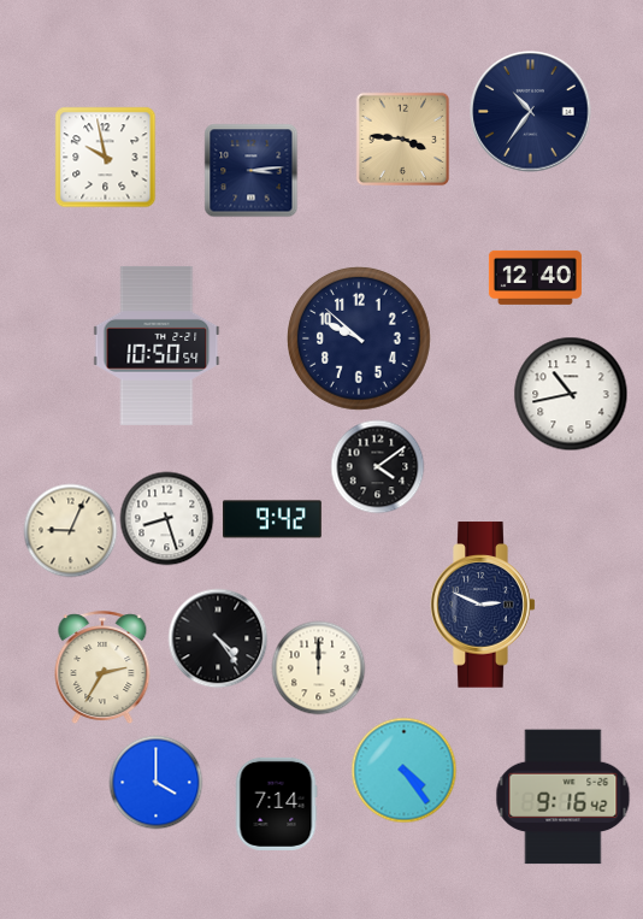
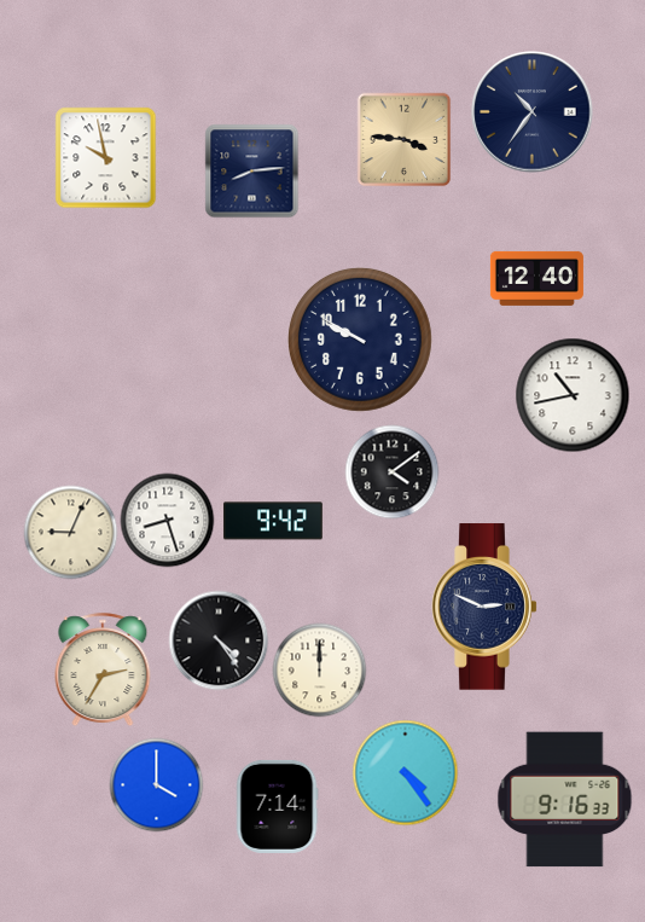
clock at (250, 170): 3:14 -> 8:14
clock at (360, 340): 9:52 -> 9:50
clock at (157, 346): 10:50 -> none
clock at (377, 466) position: (377, 466) -> (391, 471)
clock at (564, 797): 9:16:42 -> 9:16:33
